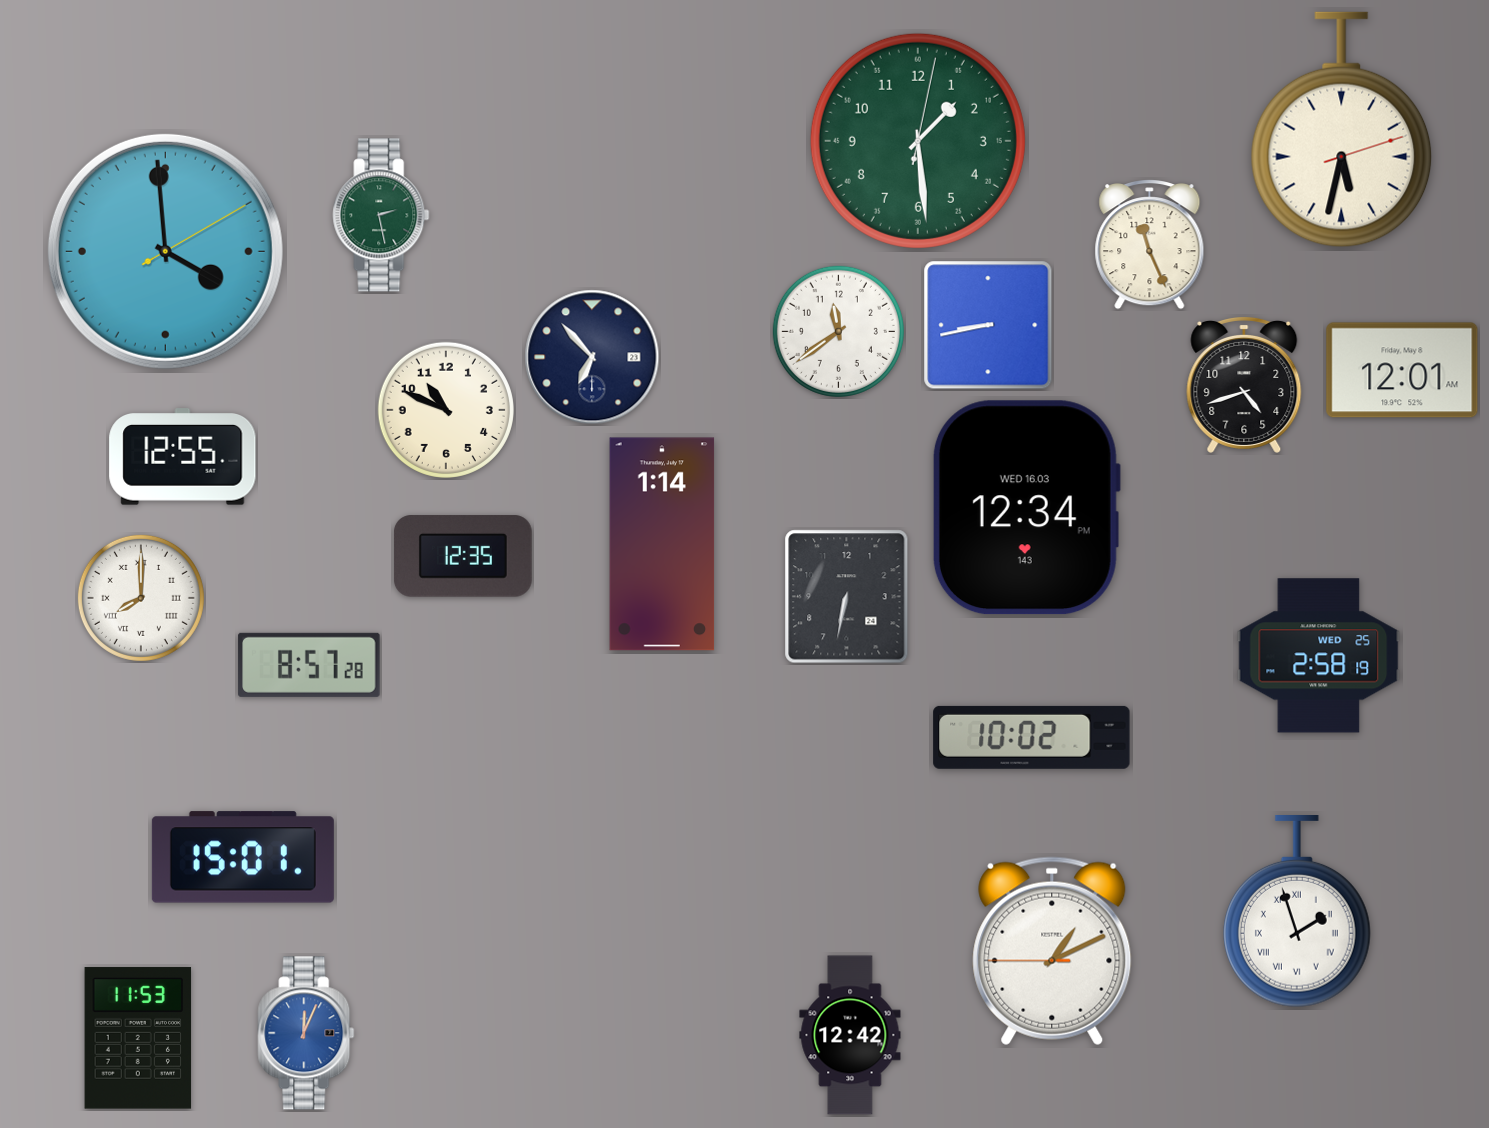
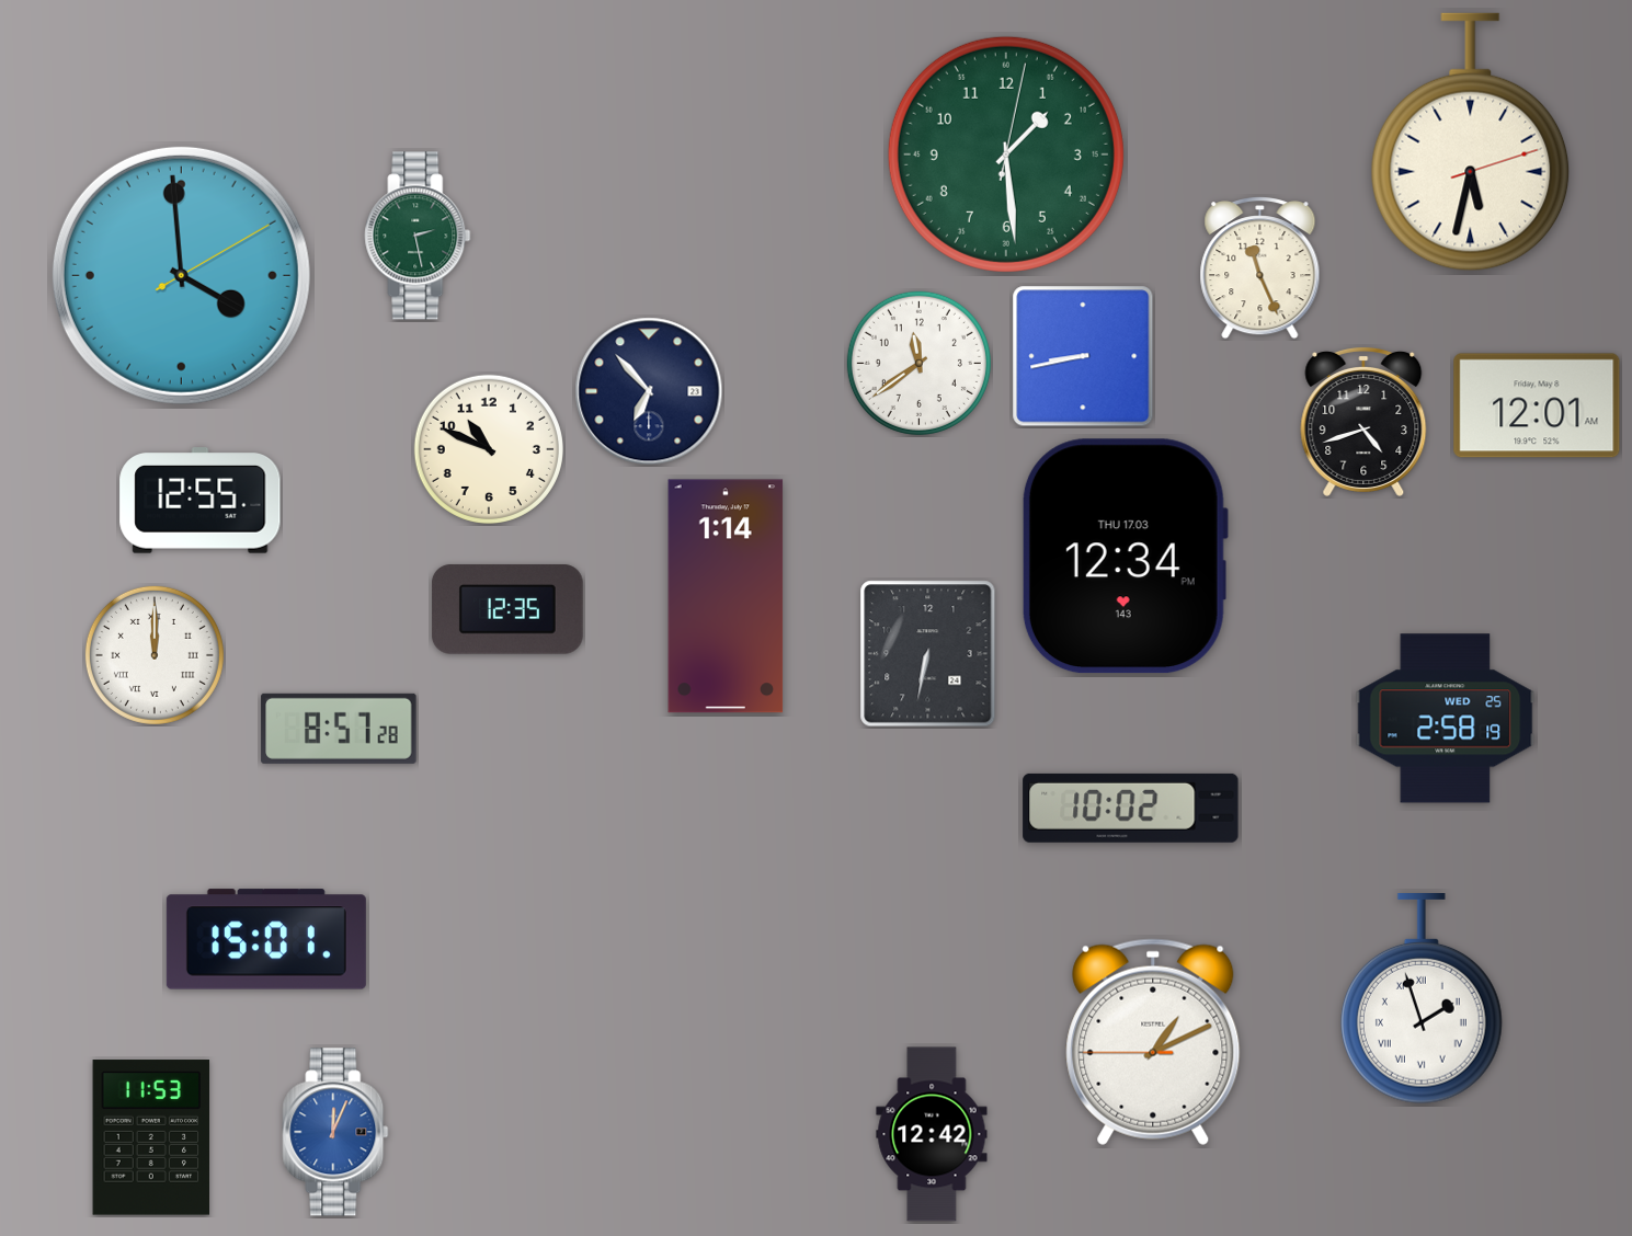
clock at (1026, 508) date: WED 16.03 -> THU 17.03
clock at (141, 598): 8:00 -> 12:00
